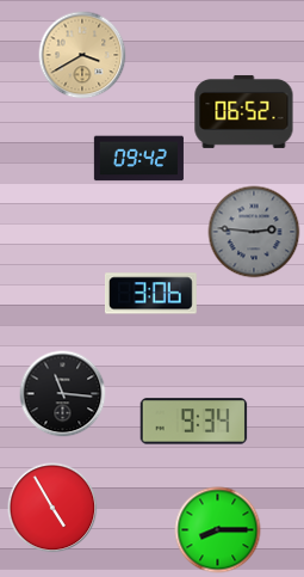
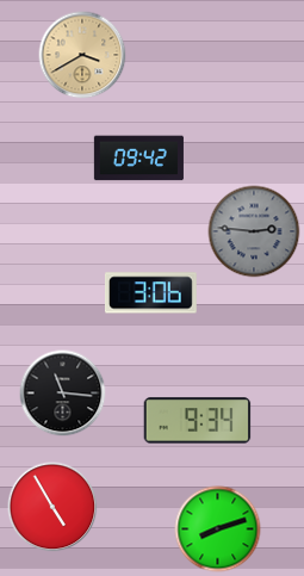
clock at (244, 111): 06:52 -> none
clock at (194, 422) position: (194, 422) -> (198, 421)
clock at (218, 530): 8:15 -> 8:12
